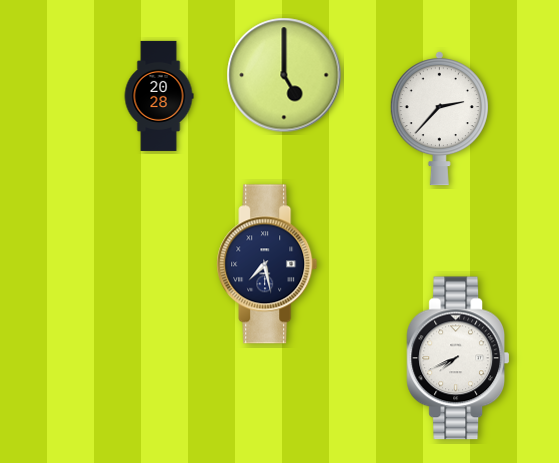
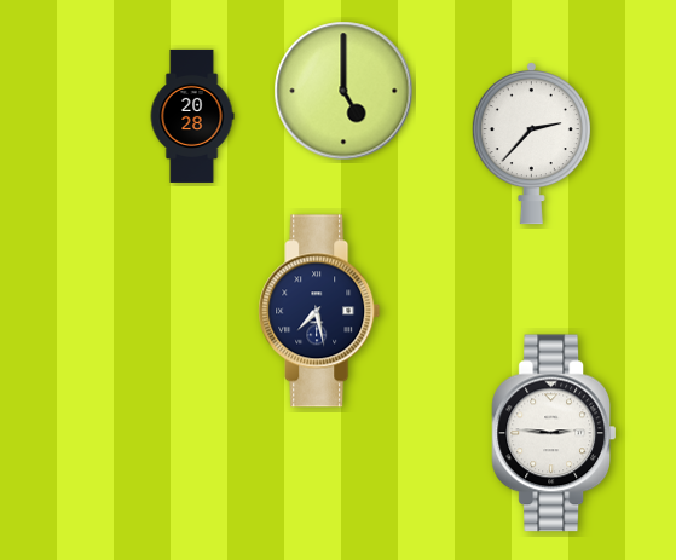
clock at (267, 264) position: (267, 264) -> (319, 311)
clock at (457, 358): 7:41 -> 2:46
